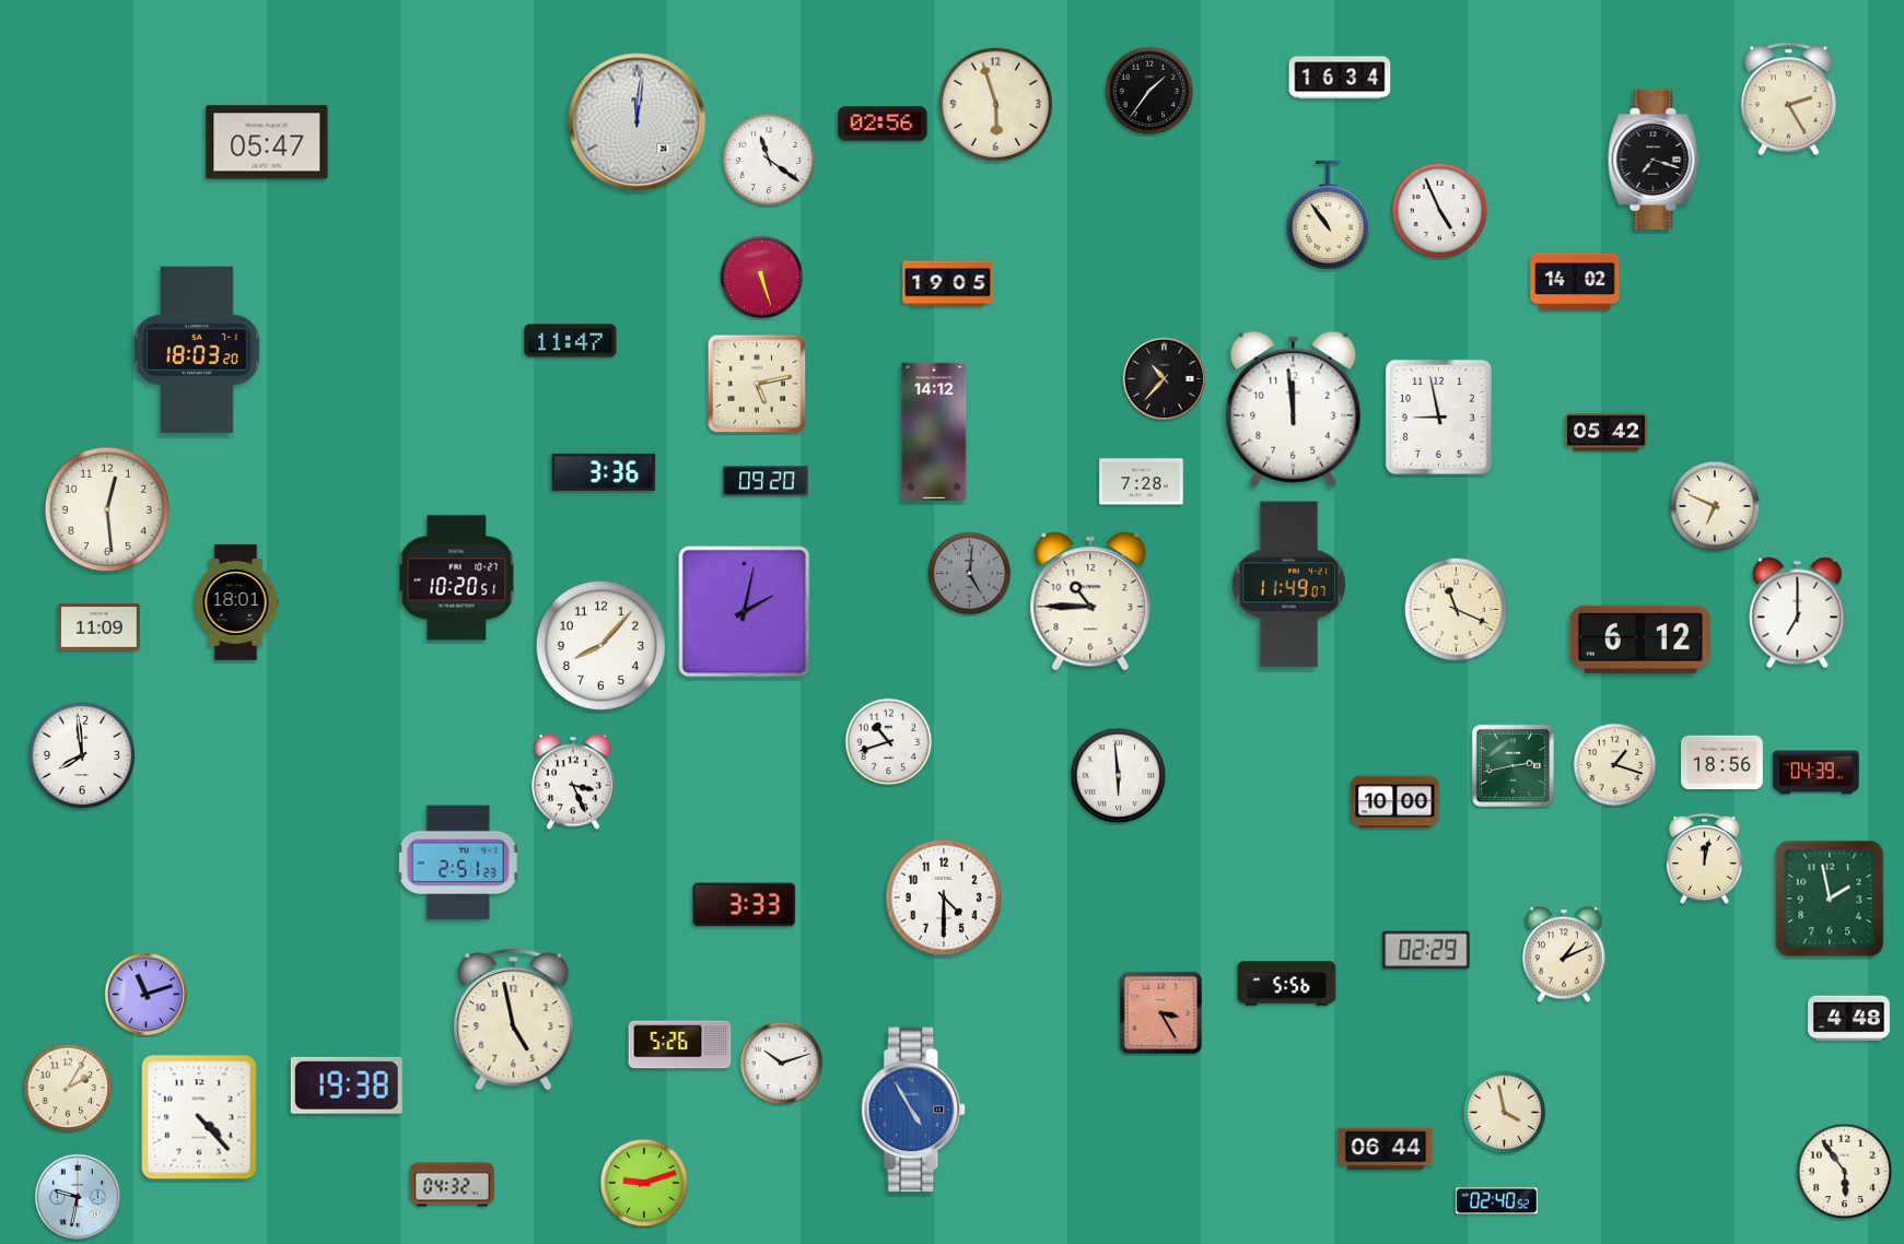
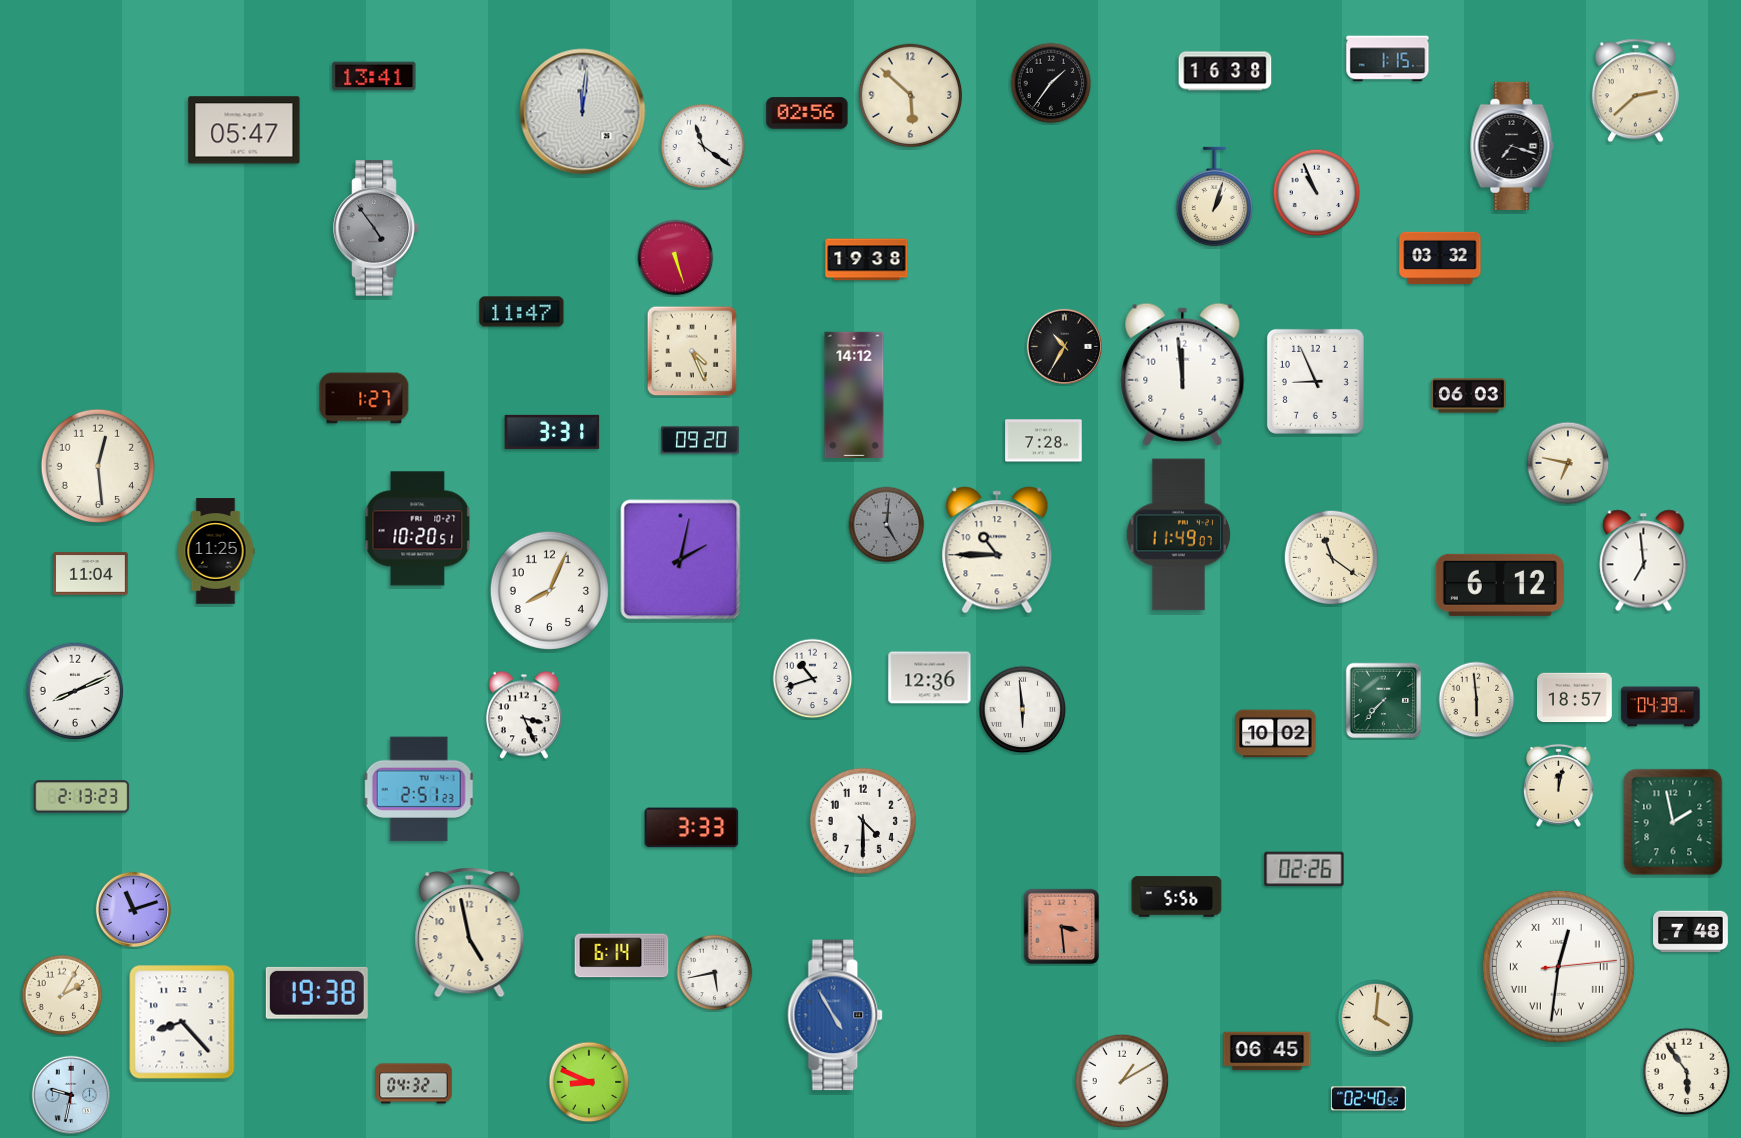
clock at (1388, 59): none -> 1:15
clock at (1340, 78): 16:34 -> 16:38
clock at (374, 76): none -> 13:41
clock at (1788, 99): 2:25 -> 2:38
clock at (996, 105): 5:57 -> 5:52
clock at (1440, 211): 4:56 -> 10:56
clock at (1328, 215): 10:54 -> 1:03
clock at (376, 228): none -> 4:54
clock at (762, 278) position: (762, 278) -> (676, 258)
clock at (1575, 282): 14:02 -> 03:32
clock at (948, 284): 19:05 -> 19:38
clock at (197, 350): 18:03 -> none
clock at (1164, 378): 10:37 -> 10:35
clock at (757, 384): 5:13 -> 4:26
clock at (1438, 416): 8:58 -> 8:56
clock at (1607, 433): 05:42 -> 06:03
clock at (364, 398): none -> 1:27
clock at (604, 472): 3:36 -> 3:31
clock at (1715, 506): 6:49 -> 6:47
clock at (236, 602): 18:01 -> 11:25
clock at (1457, 610): 11:19 -> 11:21
clock at (1798, 613): 7:00 -> 6:59
clock at (100, 627): 11:09 -> 11:04
clock at (600, 645): 8:07 -> 8:04
clock at (930, 678): none -> 12:36
clock at (82, 755): 7:59 -> 8:11
clock at (1722, 763): 18:56 -> 18:57
clock at (1615, 765): 1:18 -> 5:59
clock at (1514, 766): 2:43 -> 7:37
clock at (1395, 802): 10:00 -> 10:02
clock at (82, 797): none -> 2:13
clock at (745, 905) position: (745, 905) -> (692, 828)
clock at (1426, 950): 02:29 -> 02:26
clock at (1564, 954): 1:11 -> none
clock at (1287, 984) position: (1287, 984) -> (1177, 897)
clock at (1161, 1013): 3:25 -> 3:29
clock at (1849, 1019): 4:48 -> 7:48
clock at (680, 1045): 5:26 -> 6:14
clock at (1558, 966): none -> 12:31
clock at (782, 1064): 10:12 -> 5:43
clock at (1505, 1113): 3:58 -> 4:01
clock at (199, 1117): 4:23 -> 8:23
clock at (1386, 1149): 06:44 -> 06:45
clock at (1122, 1081): none -> 1:10
clock at (644, 1183): 9:12 -> 8:49
